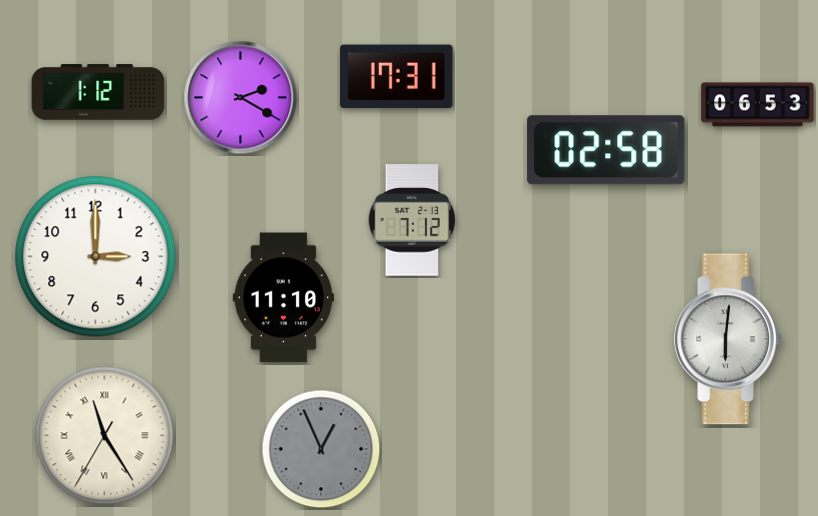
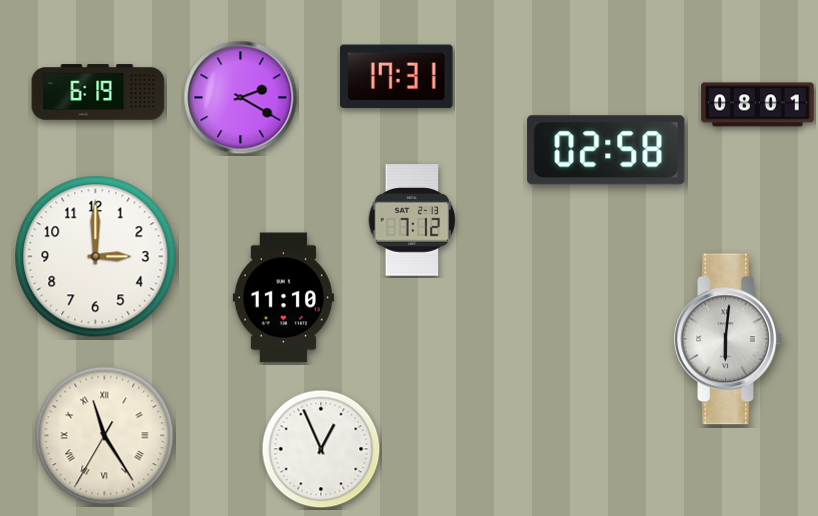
clock at (98, 92): 1:12 -> 6:19
clock at (758, 105): 06:53 -> 08:01
clock at (321, 449) dial: grey -> white
